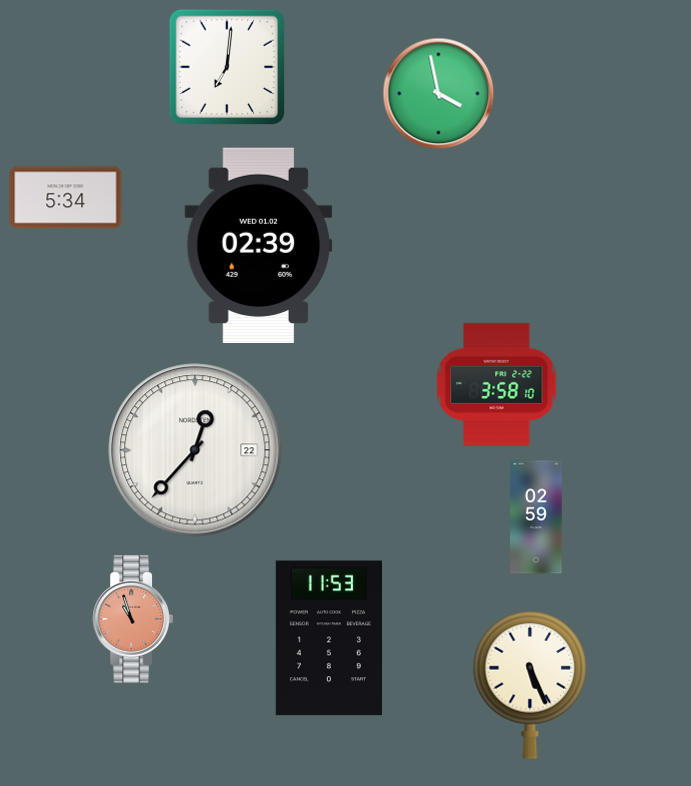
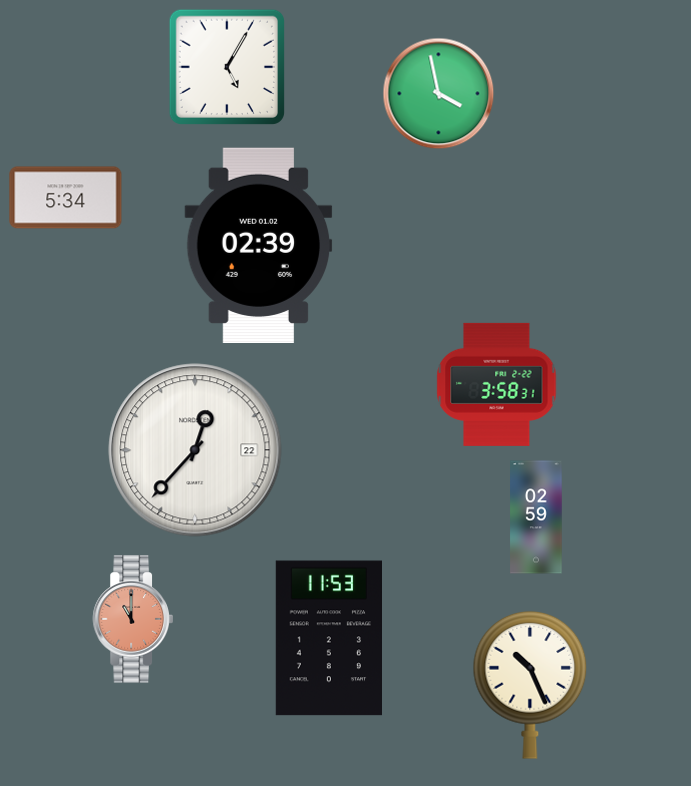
clock at (226, 66): 7:01 -> 5:05
clock at (497, 384): 3:58:10 -> 3:58:31
clock at (133, 619): 10:57 -> 11:00
clock at (530, 685): 5:26 -> 10:26
